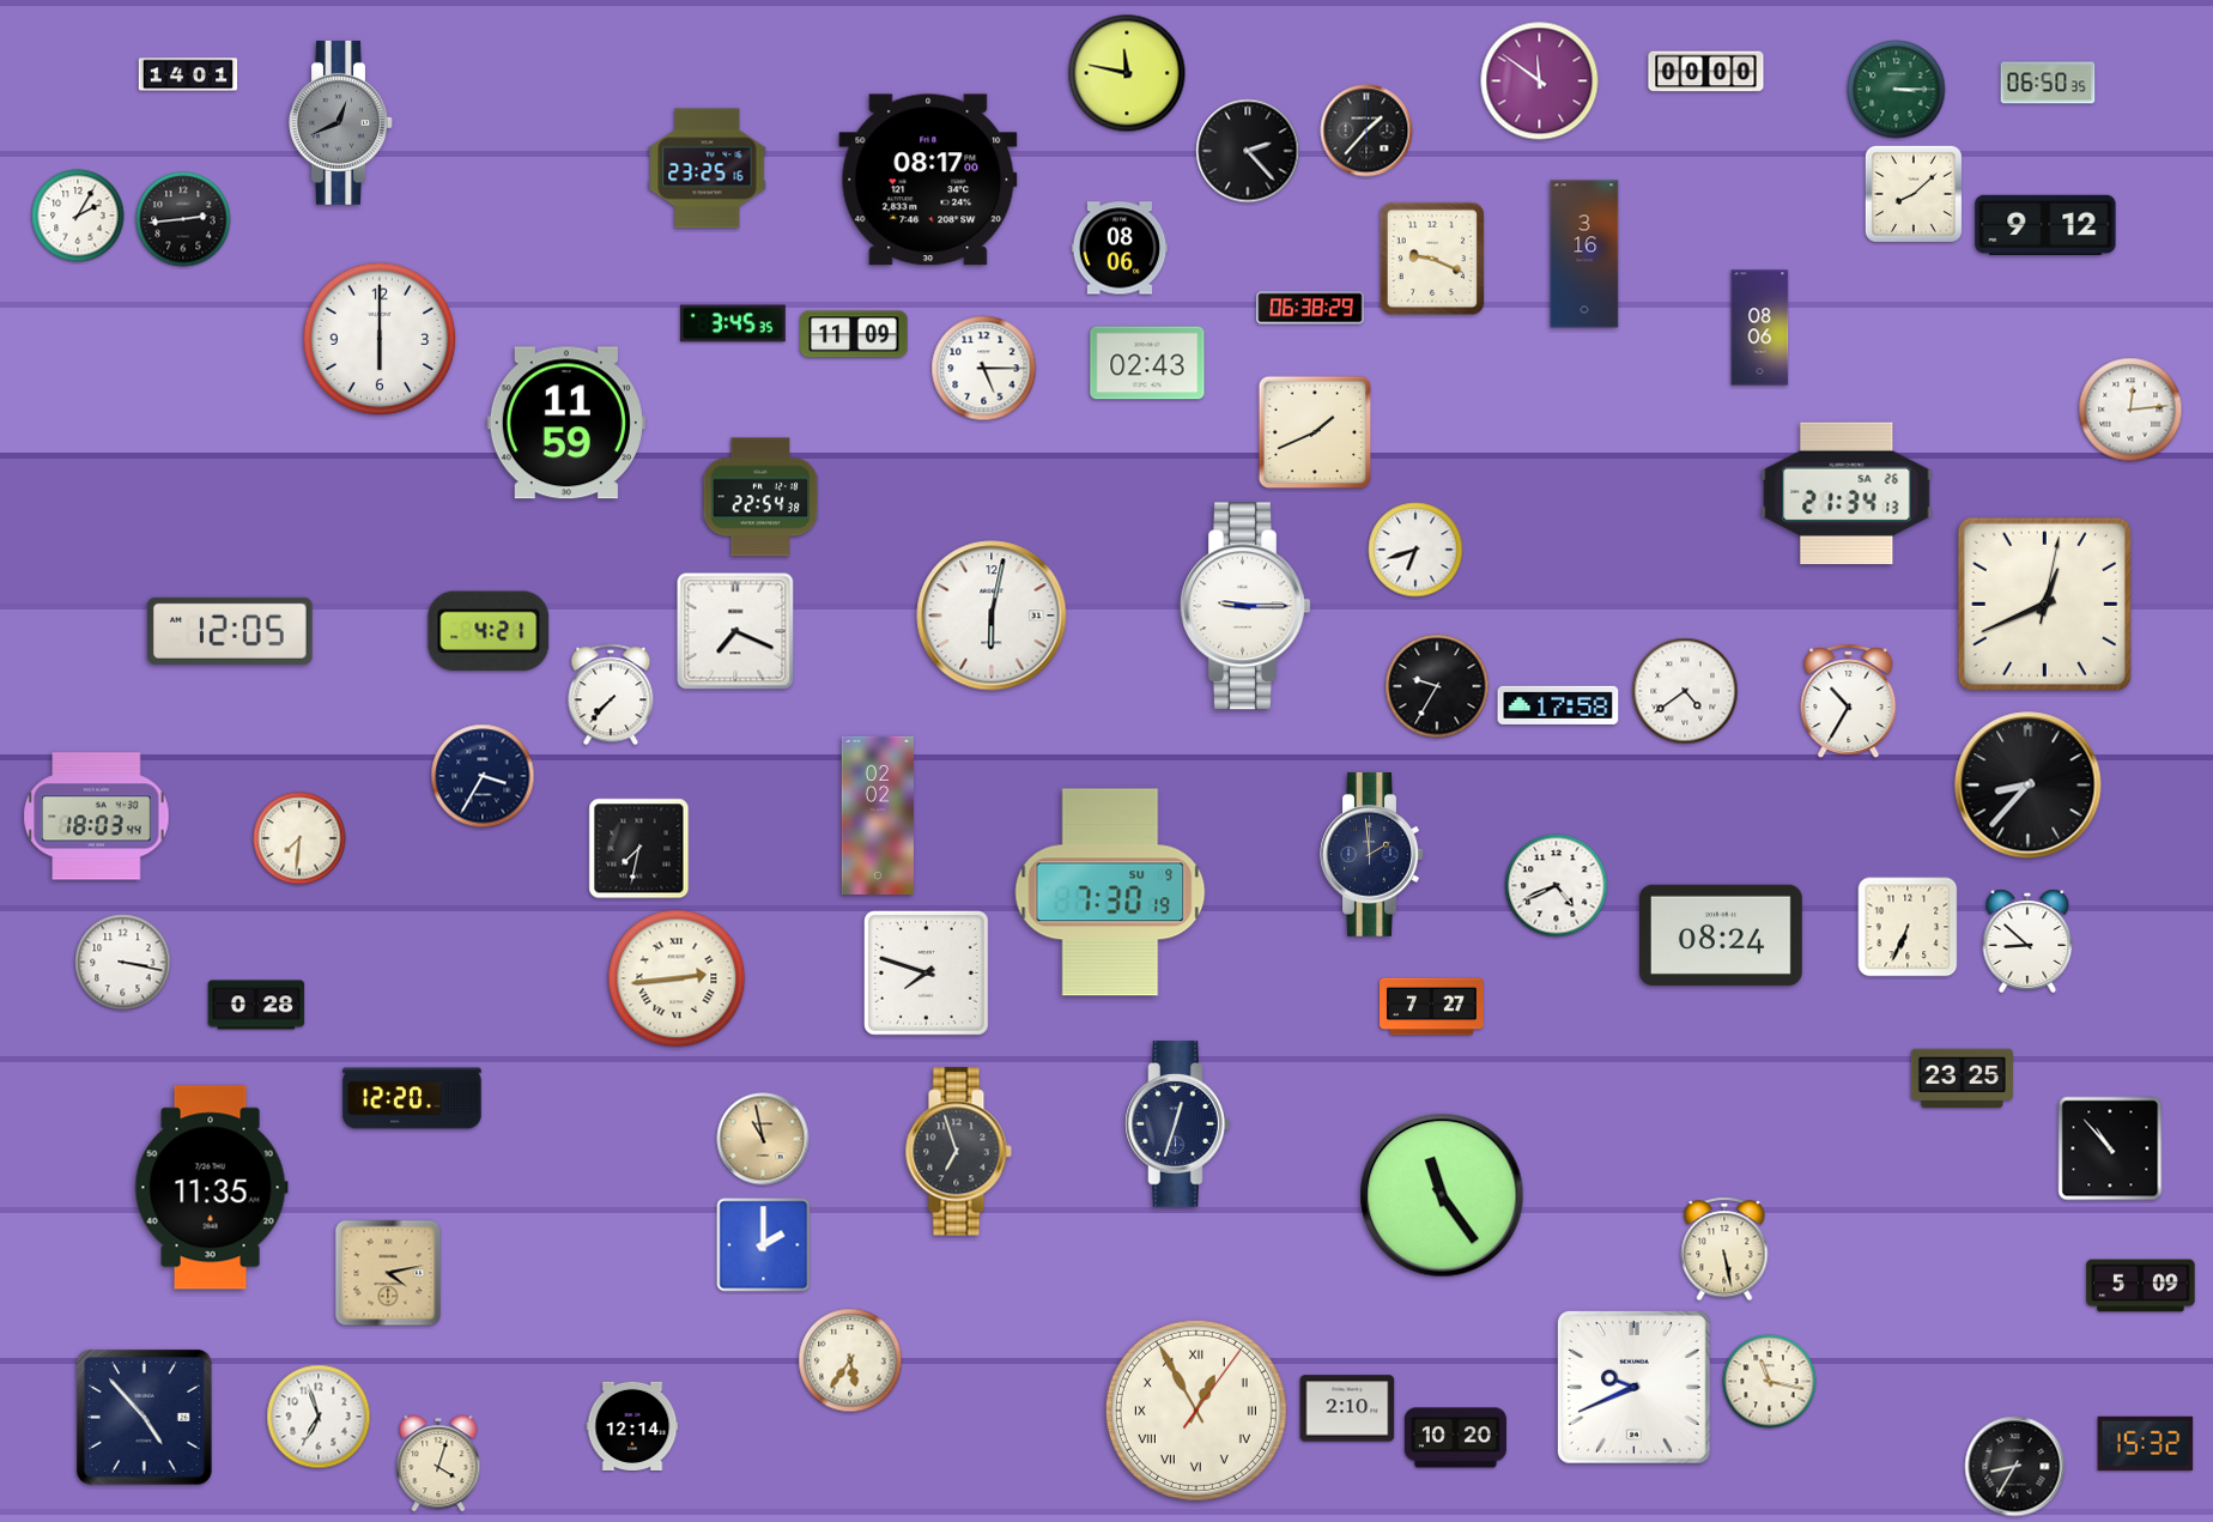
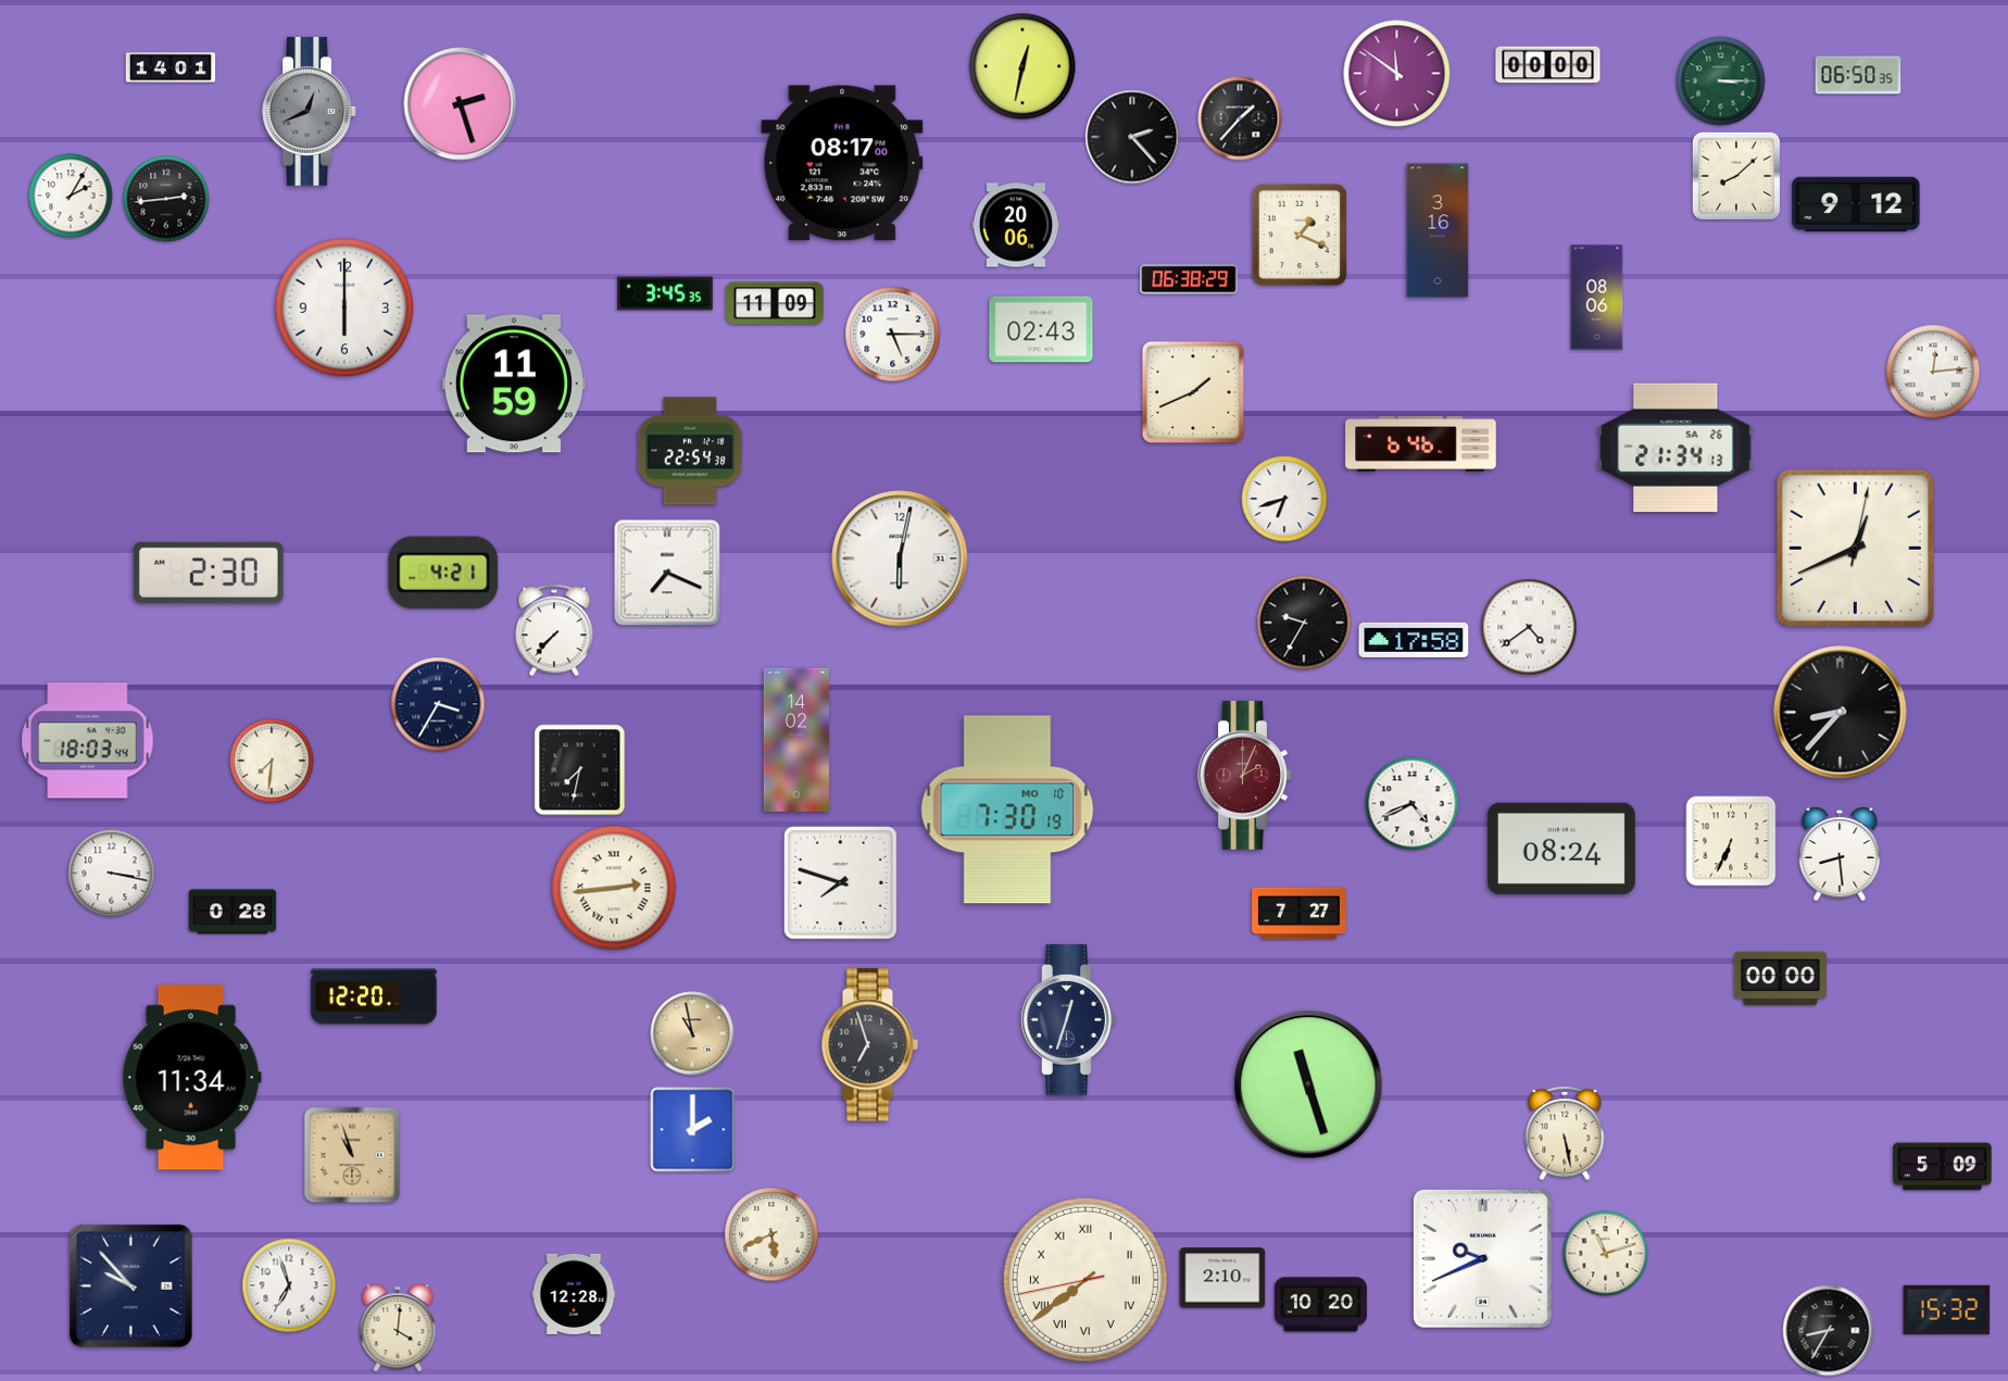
clock at (1127, 73): 11:47 -> 12:32
clock at (461, 104): none -> 2:27
clock at (708, 169): 23:25 -> none
clock at (1120, 248): 08:06 -> 20:06
clock at (1432, 259): 9:19 -> 1:19
clock at (1421, 444): none -> 6:46
clock at (1245, 606): 9:15 -> none
clock at (231, 631): 12:05 -> 2:30
clock at (1849, 703): 10:35 -> none
clock at (878, 815): 02:02 -> 14:02
clock at (1372, 854): 1:59 -> 2:04
clock at (1372, 854) dial: navy -> burgundy
clock at (1110, 892) date: SU 9 -> MO 10
clock at (2027, 941): 8:52 -> 8:29
clock at (1962, 1079): 23:25 -> 00:00
clock at (2110, 1148): 10:53 -> none
clock at (211, 1188): 11:35 -> 11:34
clock at (1442, 1195): 11:24 -> 11:27
clock at (388, 1273): 4:13 -> 10:57
clock at (850, 1360): 5:36 -> 5:41
clock at (1770, 1382): 11:17 -> 11:12
clock at (1196, 1411): 12:55 -> 7:38
clock at (144, 1417): 4:53 -> 9:53
clock at (632, 1426): 12:14 -> 12:28
clock at (438, 1463): 4:03 -> 4:01
